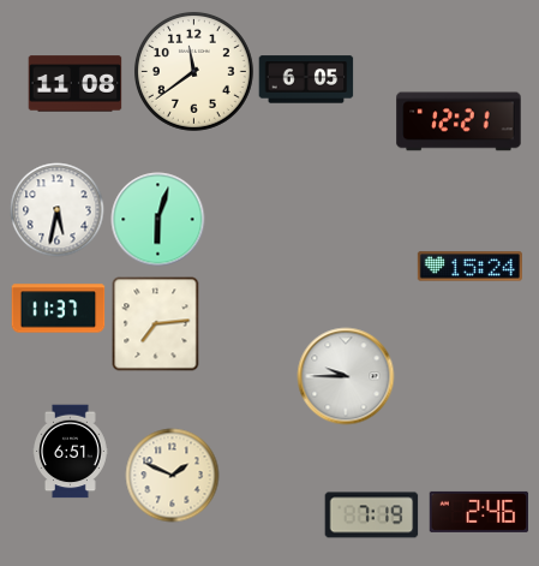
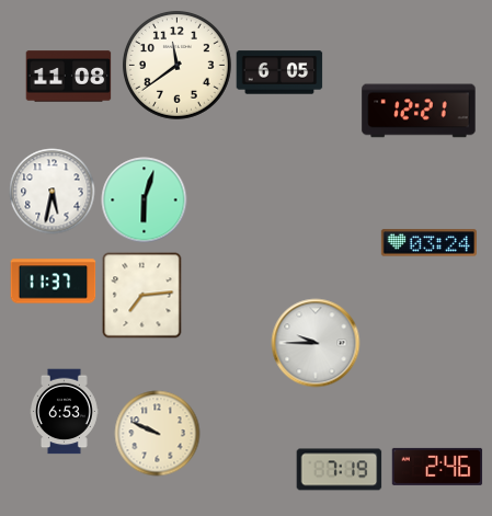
clock at (469, 267): 15:24 -> 03:24
clock at (71, 451): 6:51 -> 6:53
clock at (172, 475): 1:49 -> 9:49
